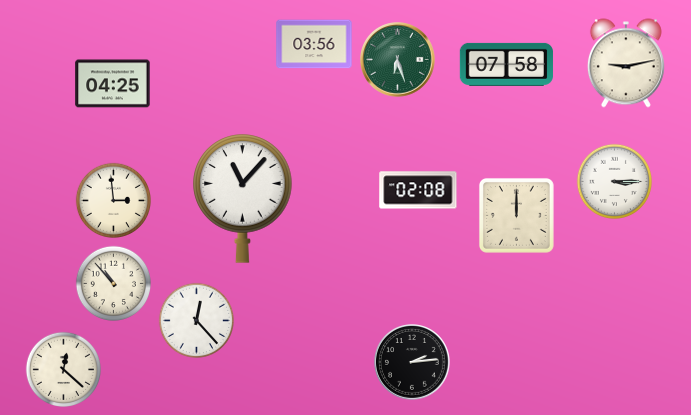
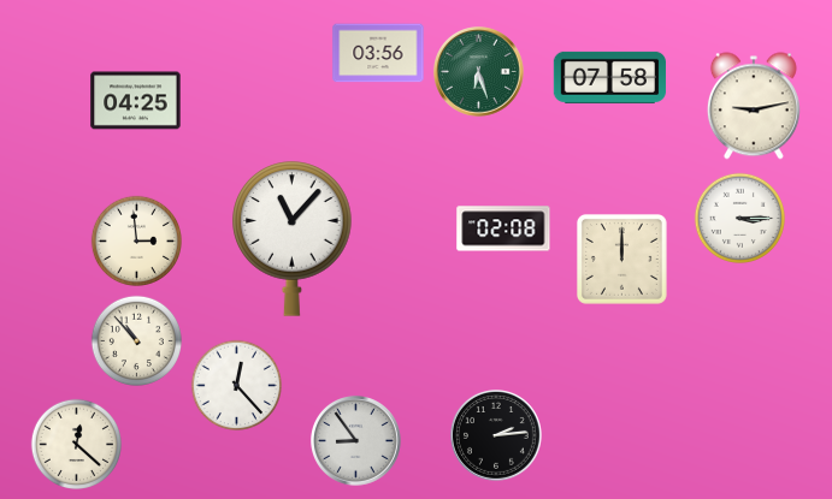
clock at (626, 63) position: (626, 63) -> (754, 106)
clock at (356, 441): none -> 8:54
